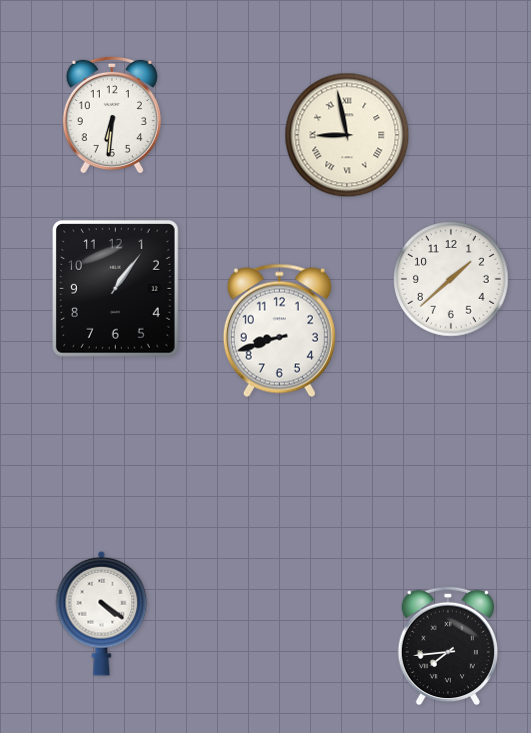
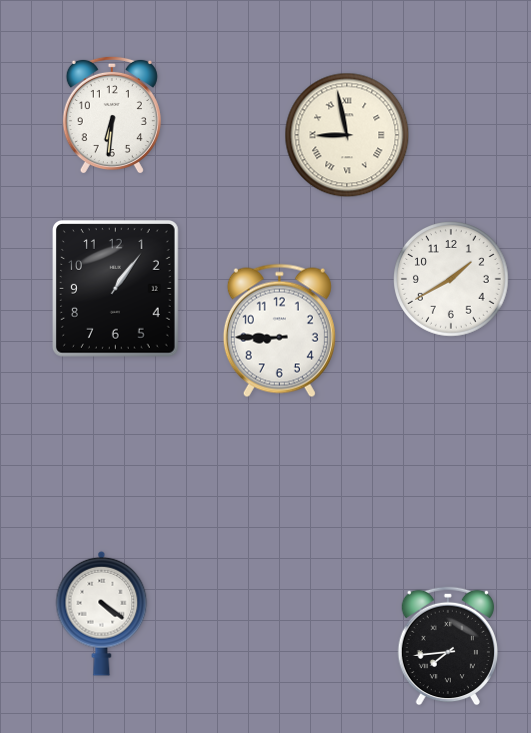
clock at (452, 280): 1:38 -> 1:40
clock at (279, 331): 8:42 -> 8:45
